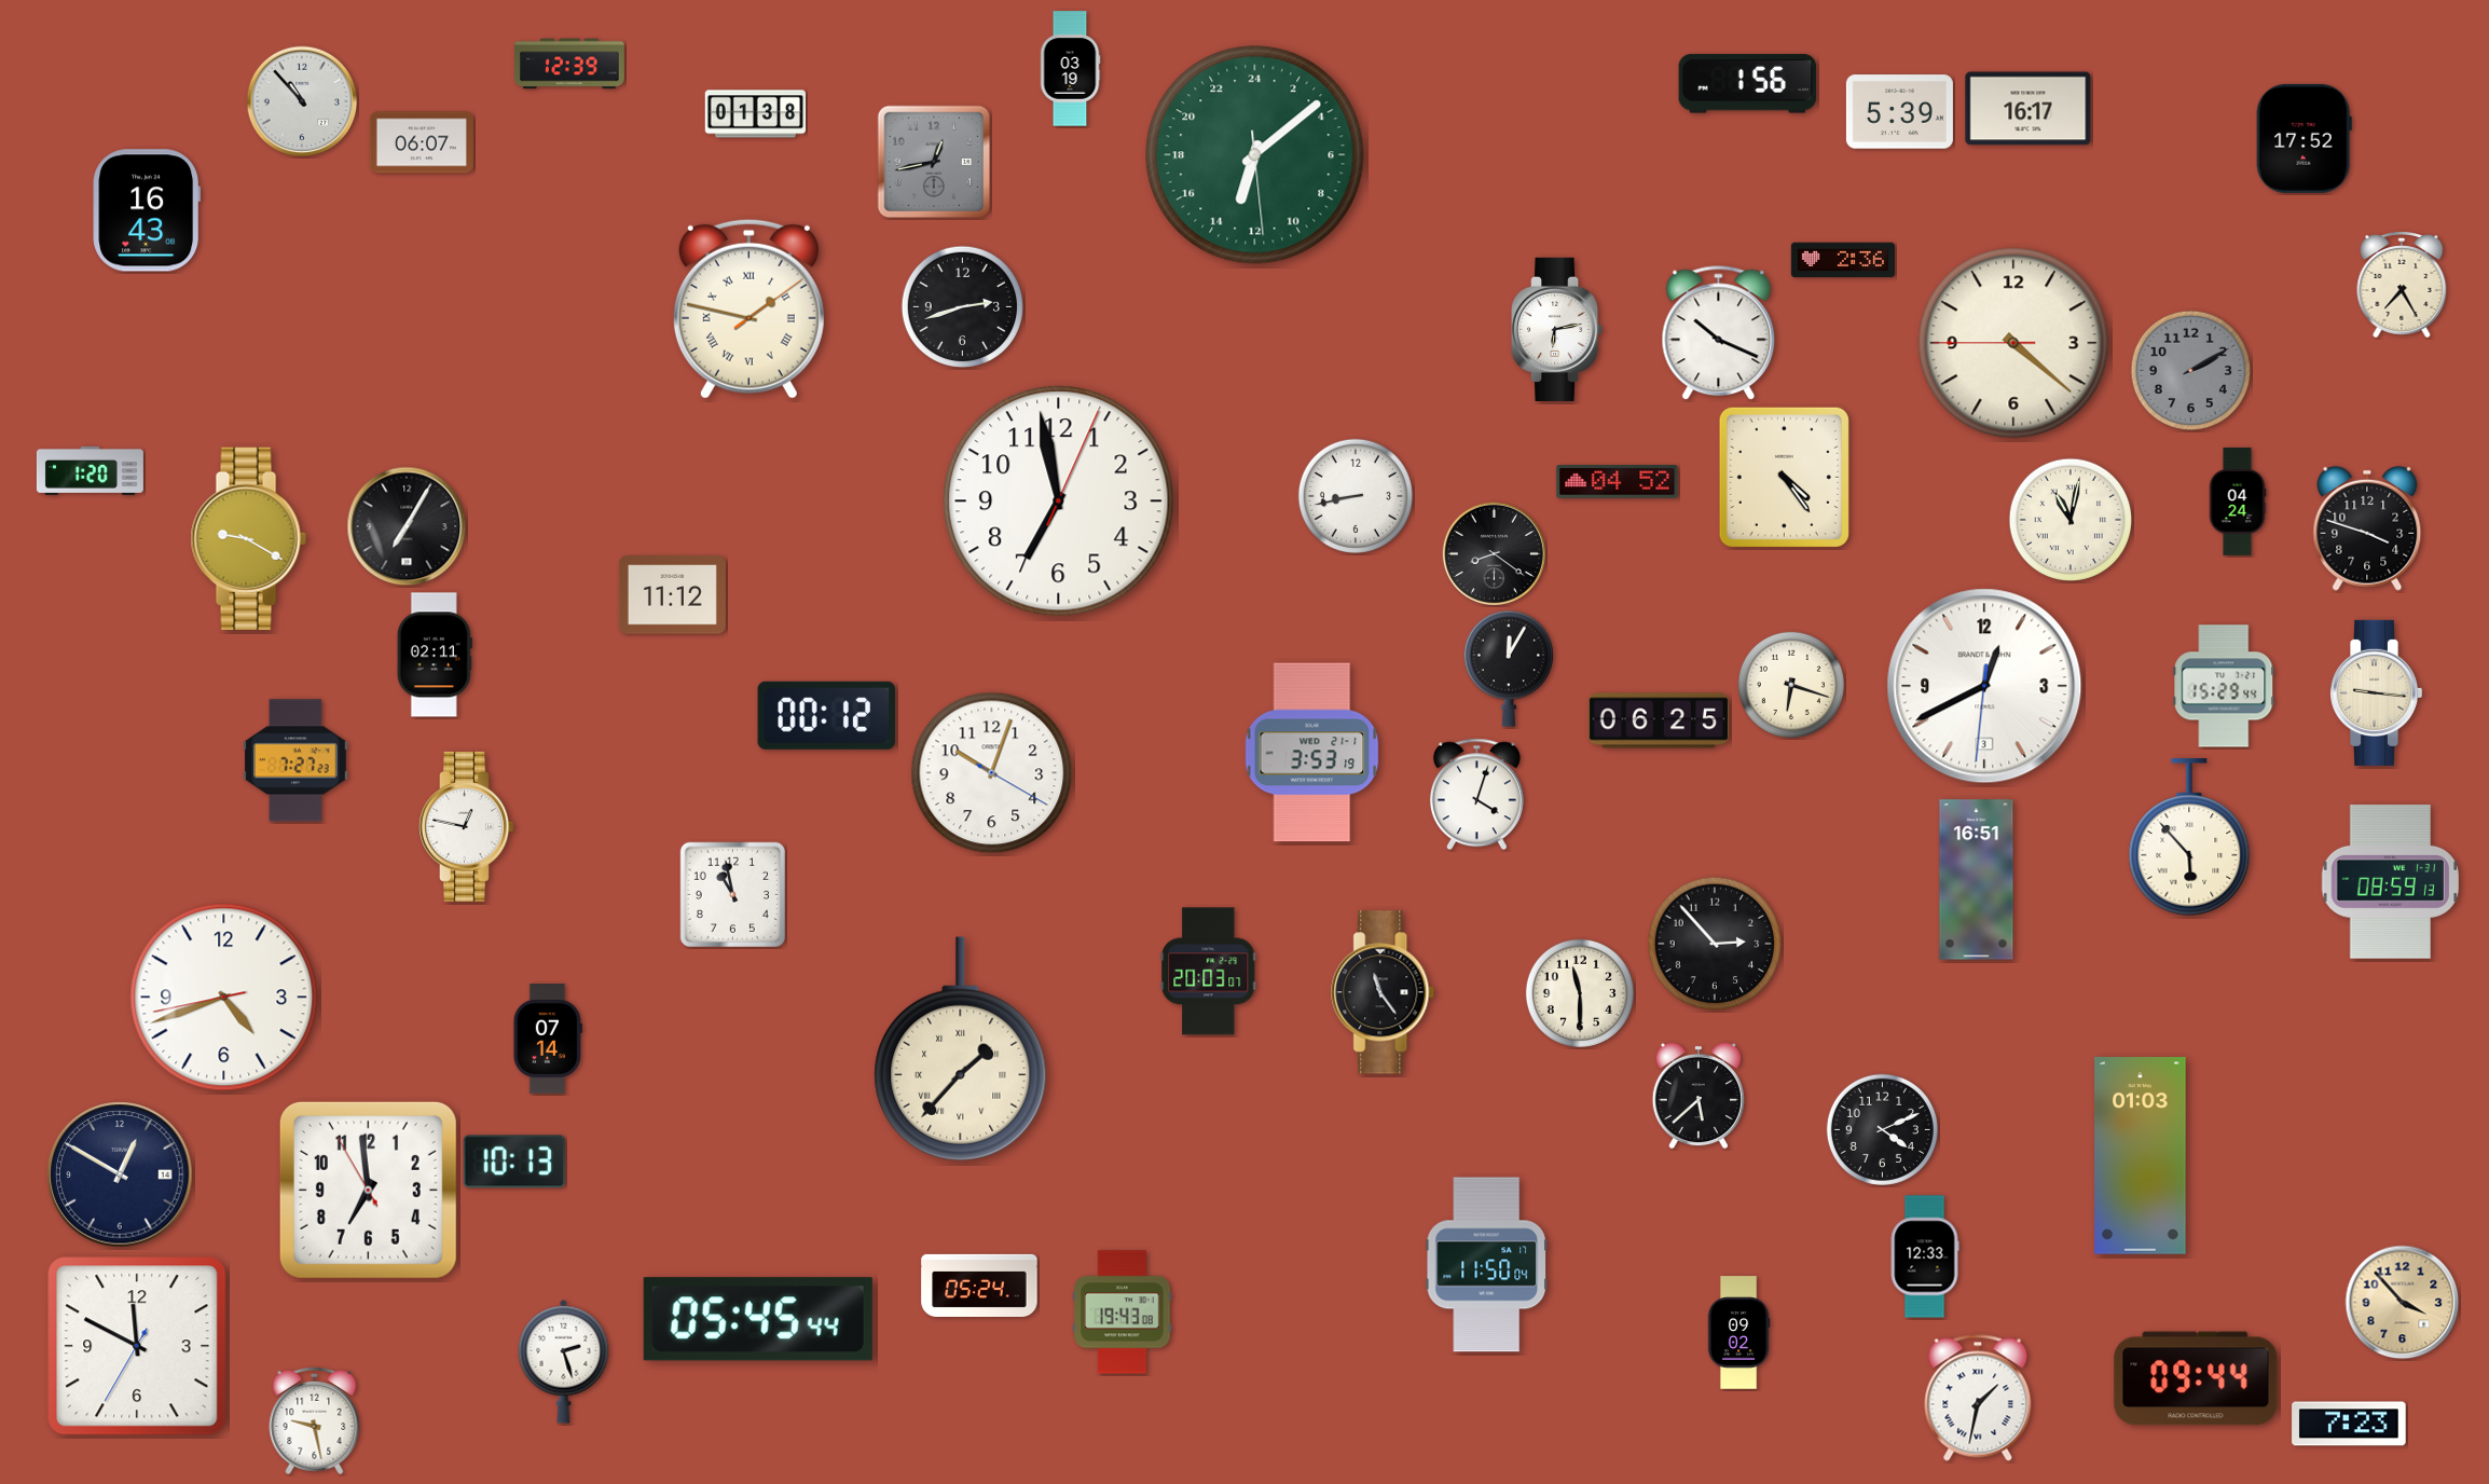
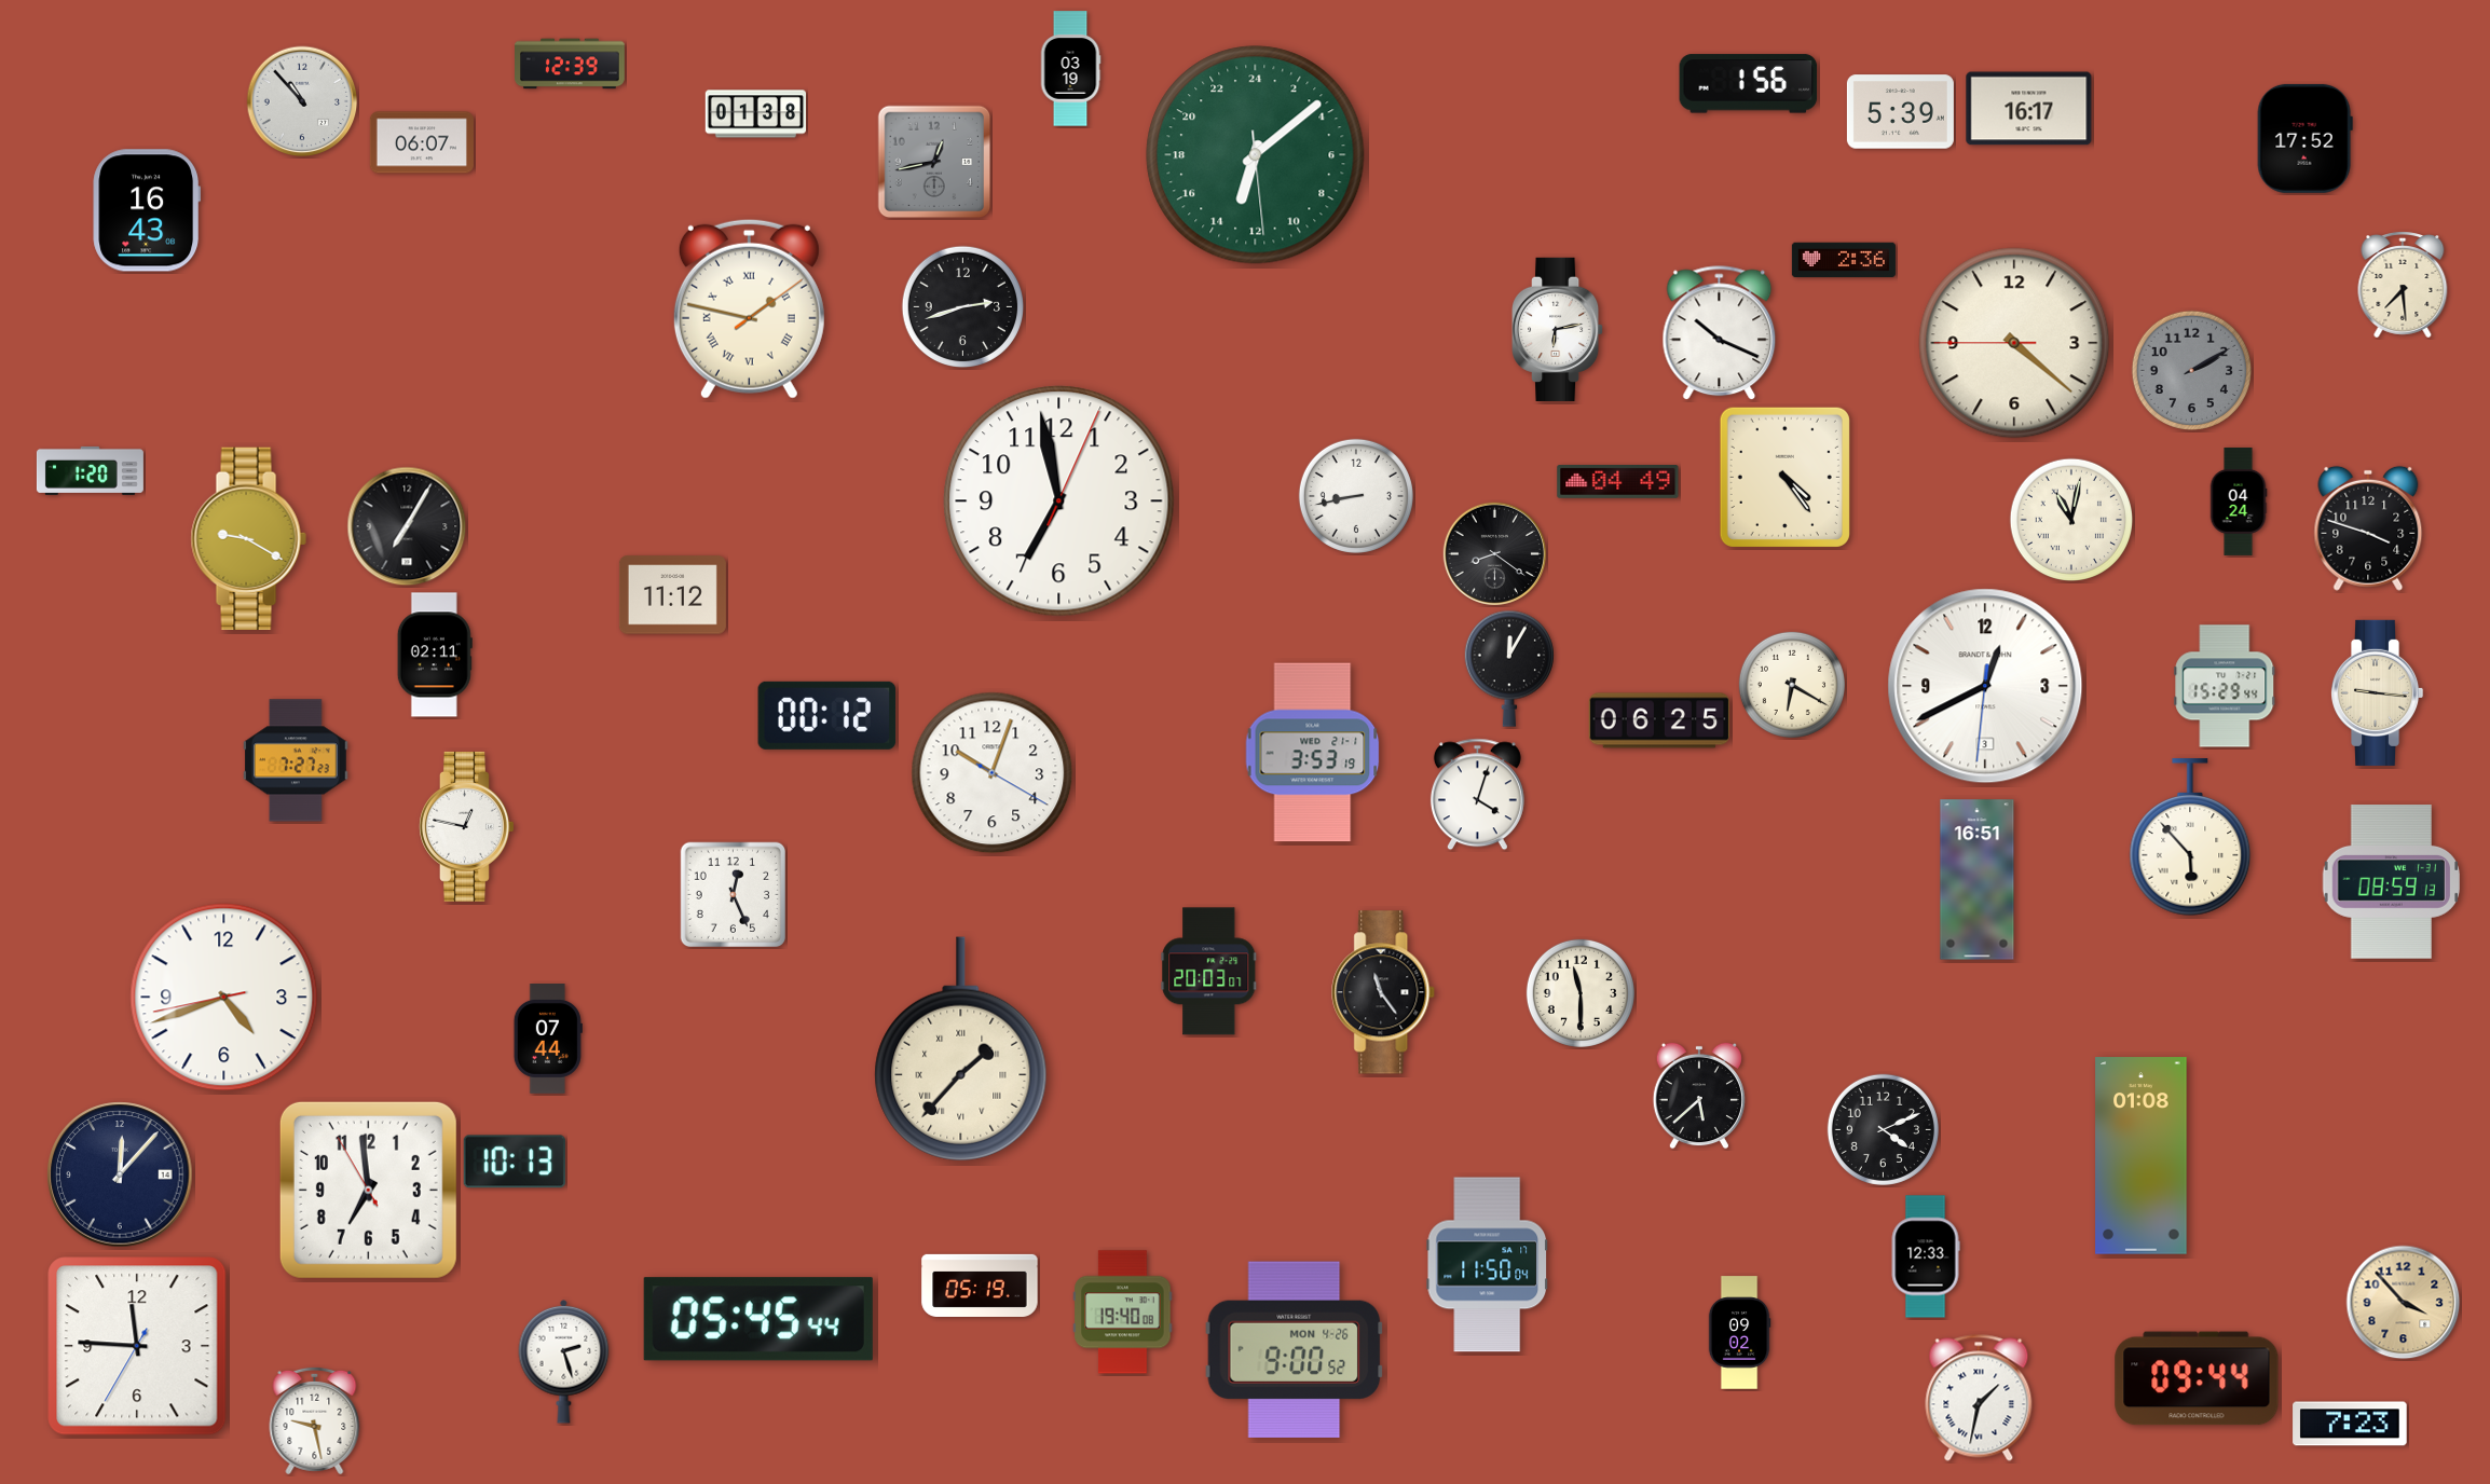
clock at (2402, 285): 7:25 -> 7:29
clock at (1618, 482): 04:52 -> 04:49
clock at (1791, 685): 6:18 -> 6:20
clock at (733, 895): 10:58 -> 12:26
clock at (1715, 944): 2:53 -> none
clock at (548, 1040): 07:14 -> 07:44
clock at (2141, 1156): 01:03 -> 01:08
clock at (120, 1174): 12:50 -> 12:07
clock at (979, 1286): 05:24 -> 05:19
clock at (1123, 1313): 19:43 -> 19:40
clock at (137, 1346): 11:49 -> 11:45
clock at (1295, 1350): none -> 9:00
